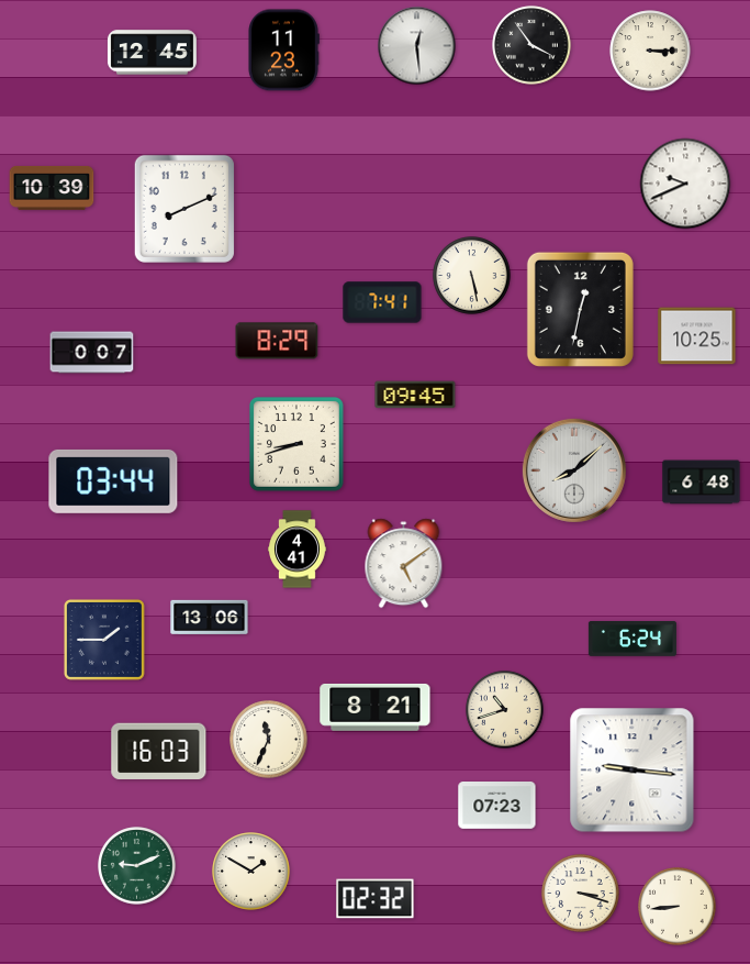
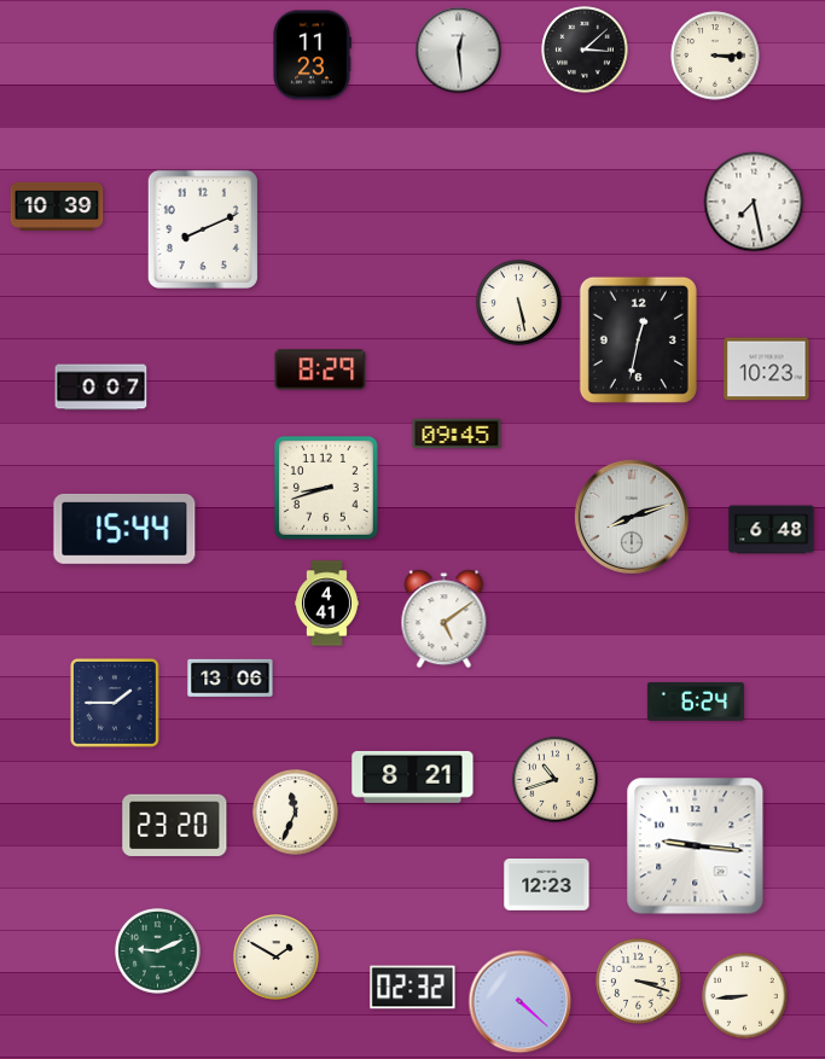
clock at (531, 45): 3:54 -> 3:08
clock at (152, 53): 12:45 -> none
clock at (685, 184): 9:41 -> 7:28
clock at (382, 302): 7:41 -> none
clock at (697, 336): 10:25 -> 10:23
clock at (277, 341) position: (277, 341) -> (320, 370)
clock at (574, 470): 8:08 -> 8:12
clock at (113, 481): 03:44 -> 15:44
clock at (159, 751): 16:03 -> 23:20
clock at (497, 806): 07:23 -> 12:23
clock at (137, 866) position: (137, 866) -> (158, 952)
clock at (521, 1002): none -> 4:22
